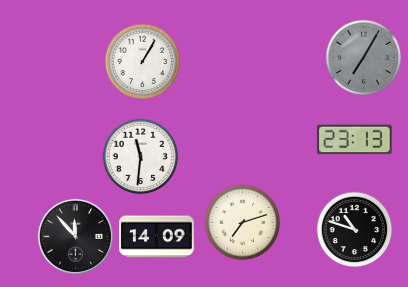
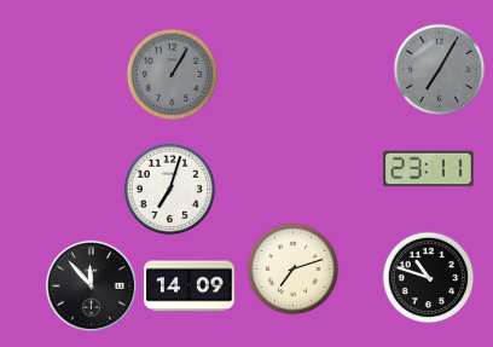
clock at (143, 62) dial: white -> grey
clock at (355, 140): 23:13 -> 23:11
clock at (141, 157): 11:31 -> 7:03
